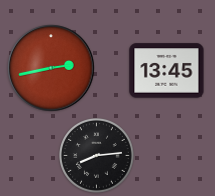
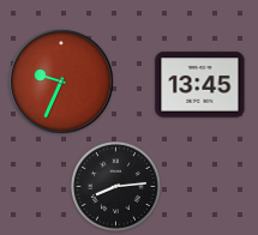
clock at (51, 68): 2:43 -> 9:34
